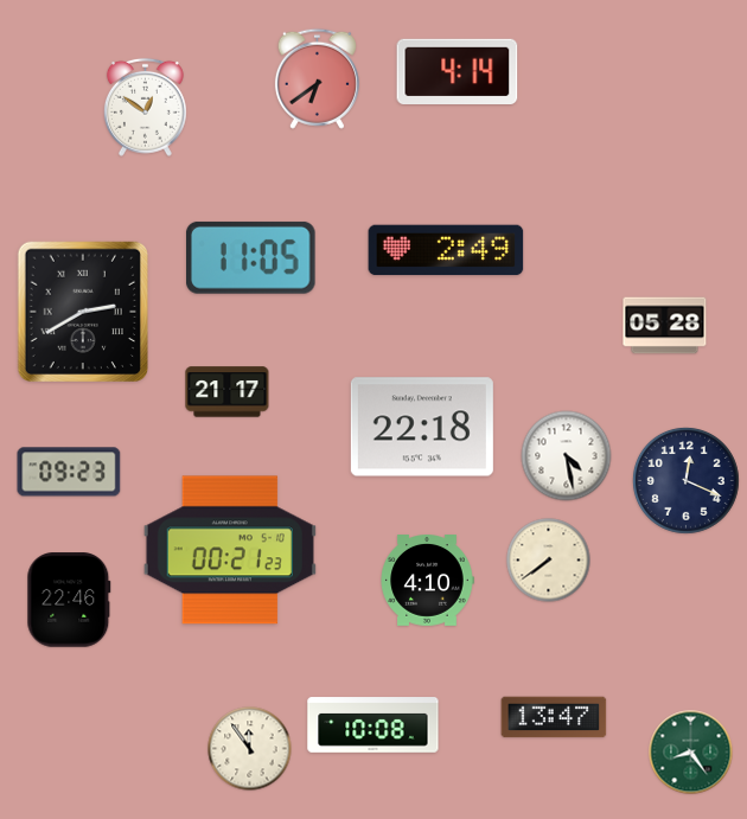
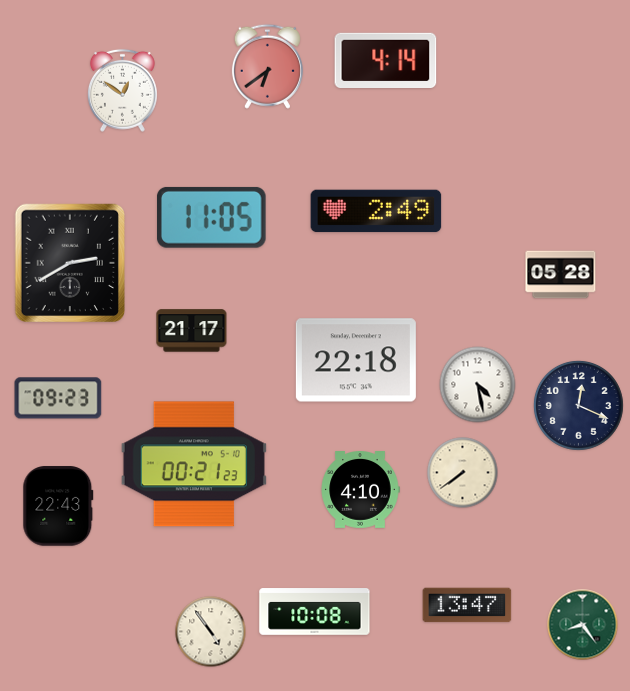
clock at (69, 600): 22:46 -> 22:43
clock at (250, 749): 11:54 -> 4:54
clock at (691, 753) position: (691, 753) -> (583, 625)
